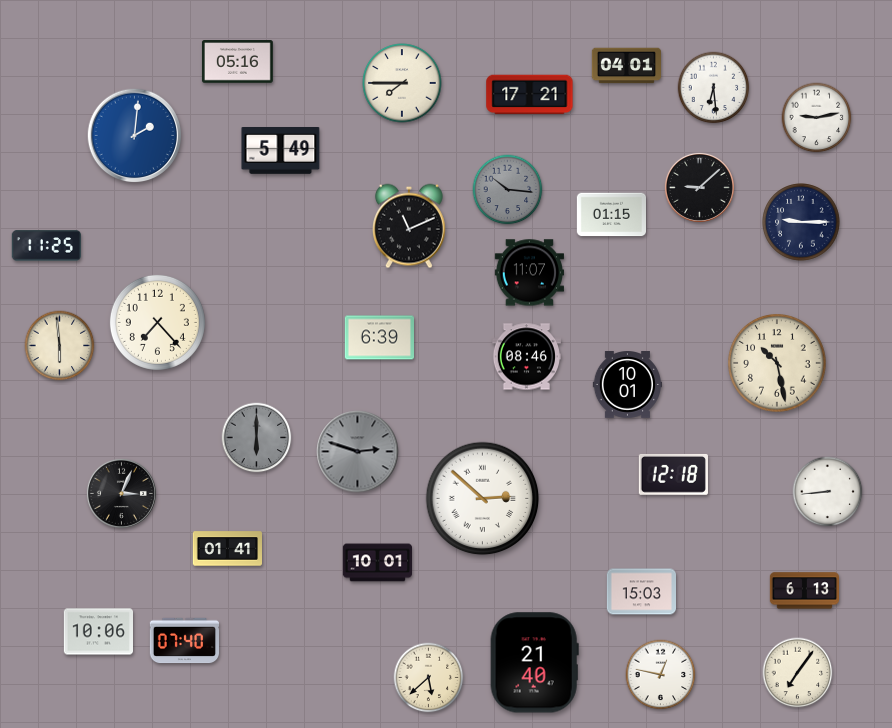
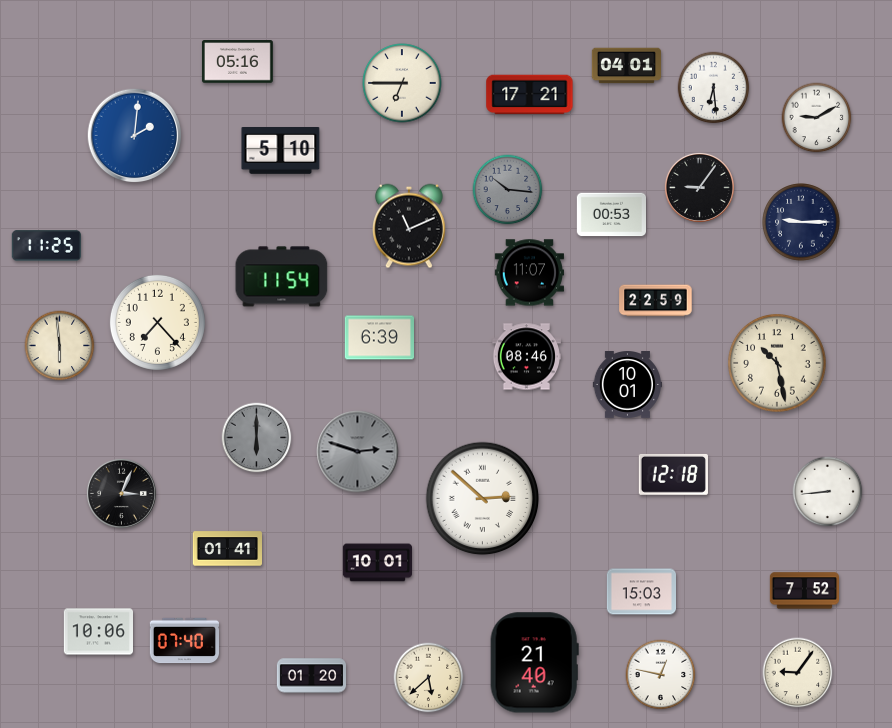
clock at (402, 83): 7:45 -> 6:45
clock at (817, 118): 9:13 -> 9:10
clock at (281, 151): 5:49 -> 5:10
clock at (699, 187): 9:08 -> 9:06
clock at (611, 215): 01:15 -> 00:53
clock at (282, 277): none -> 11:54
clock at (656, 301): none -> 22:59
clock at (804, 591): 6:13 -> 7:52
clock at (798, 673): 7:06 -> 9:06
clock at (312, 676): none -> 01:20
